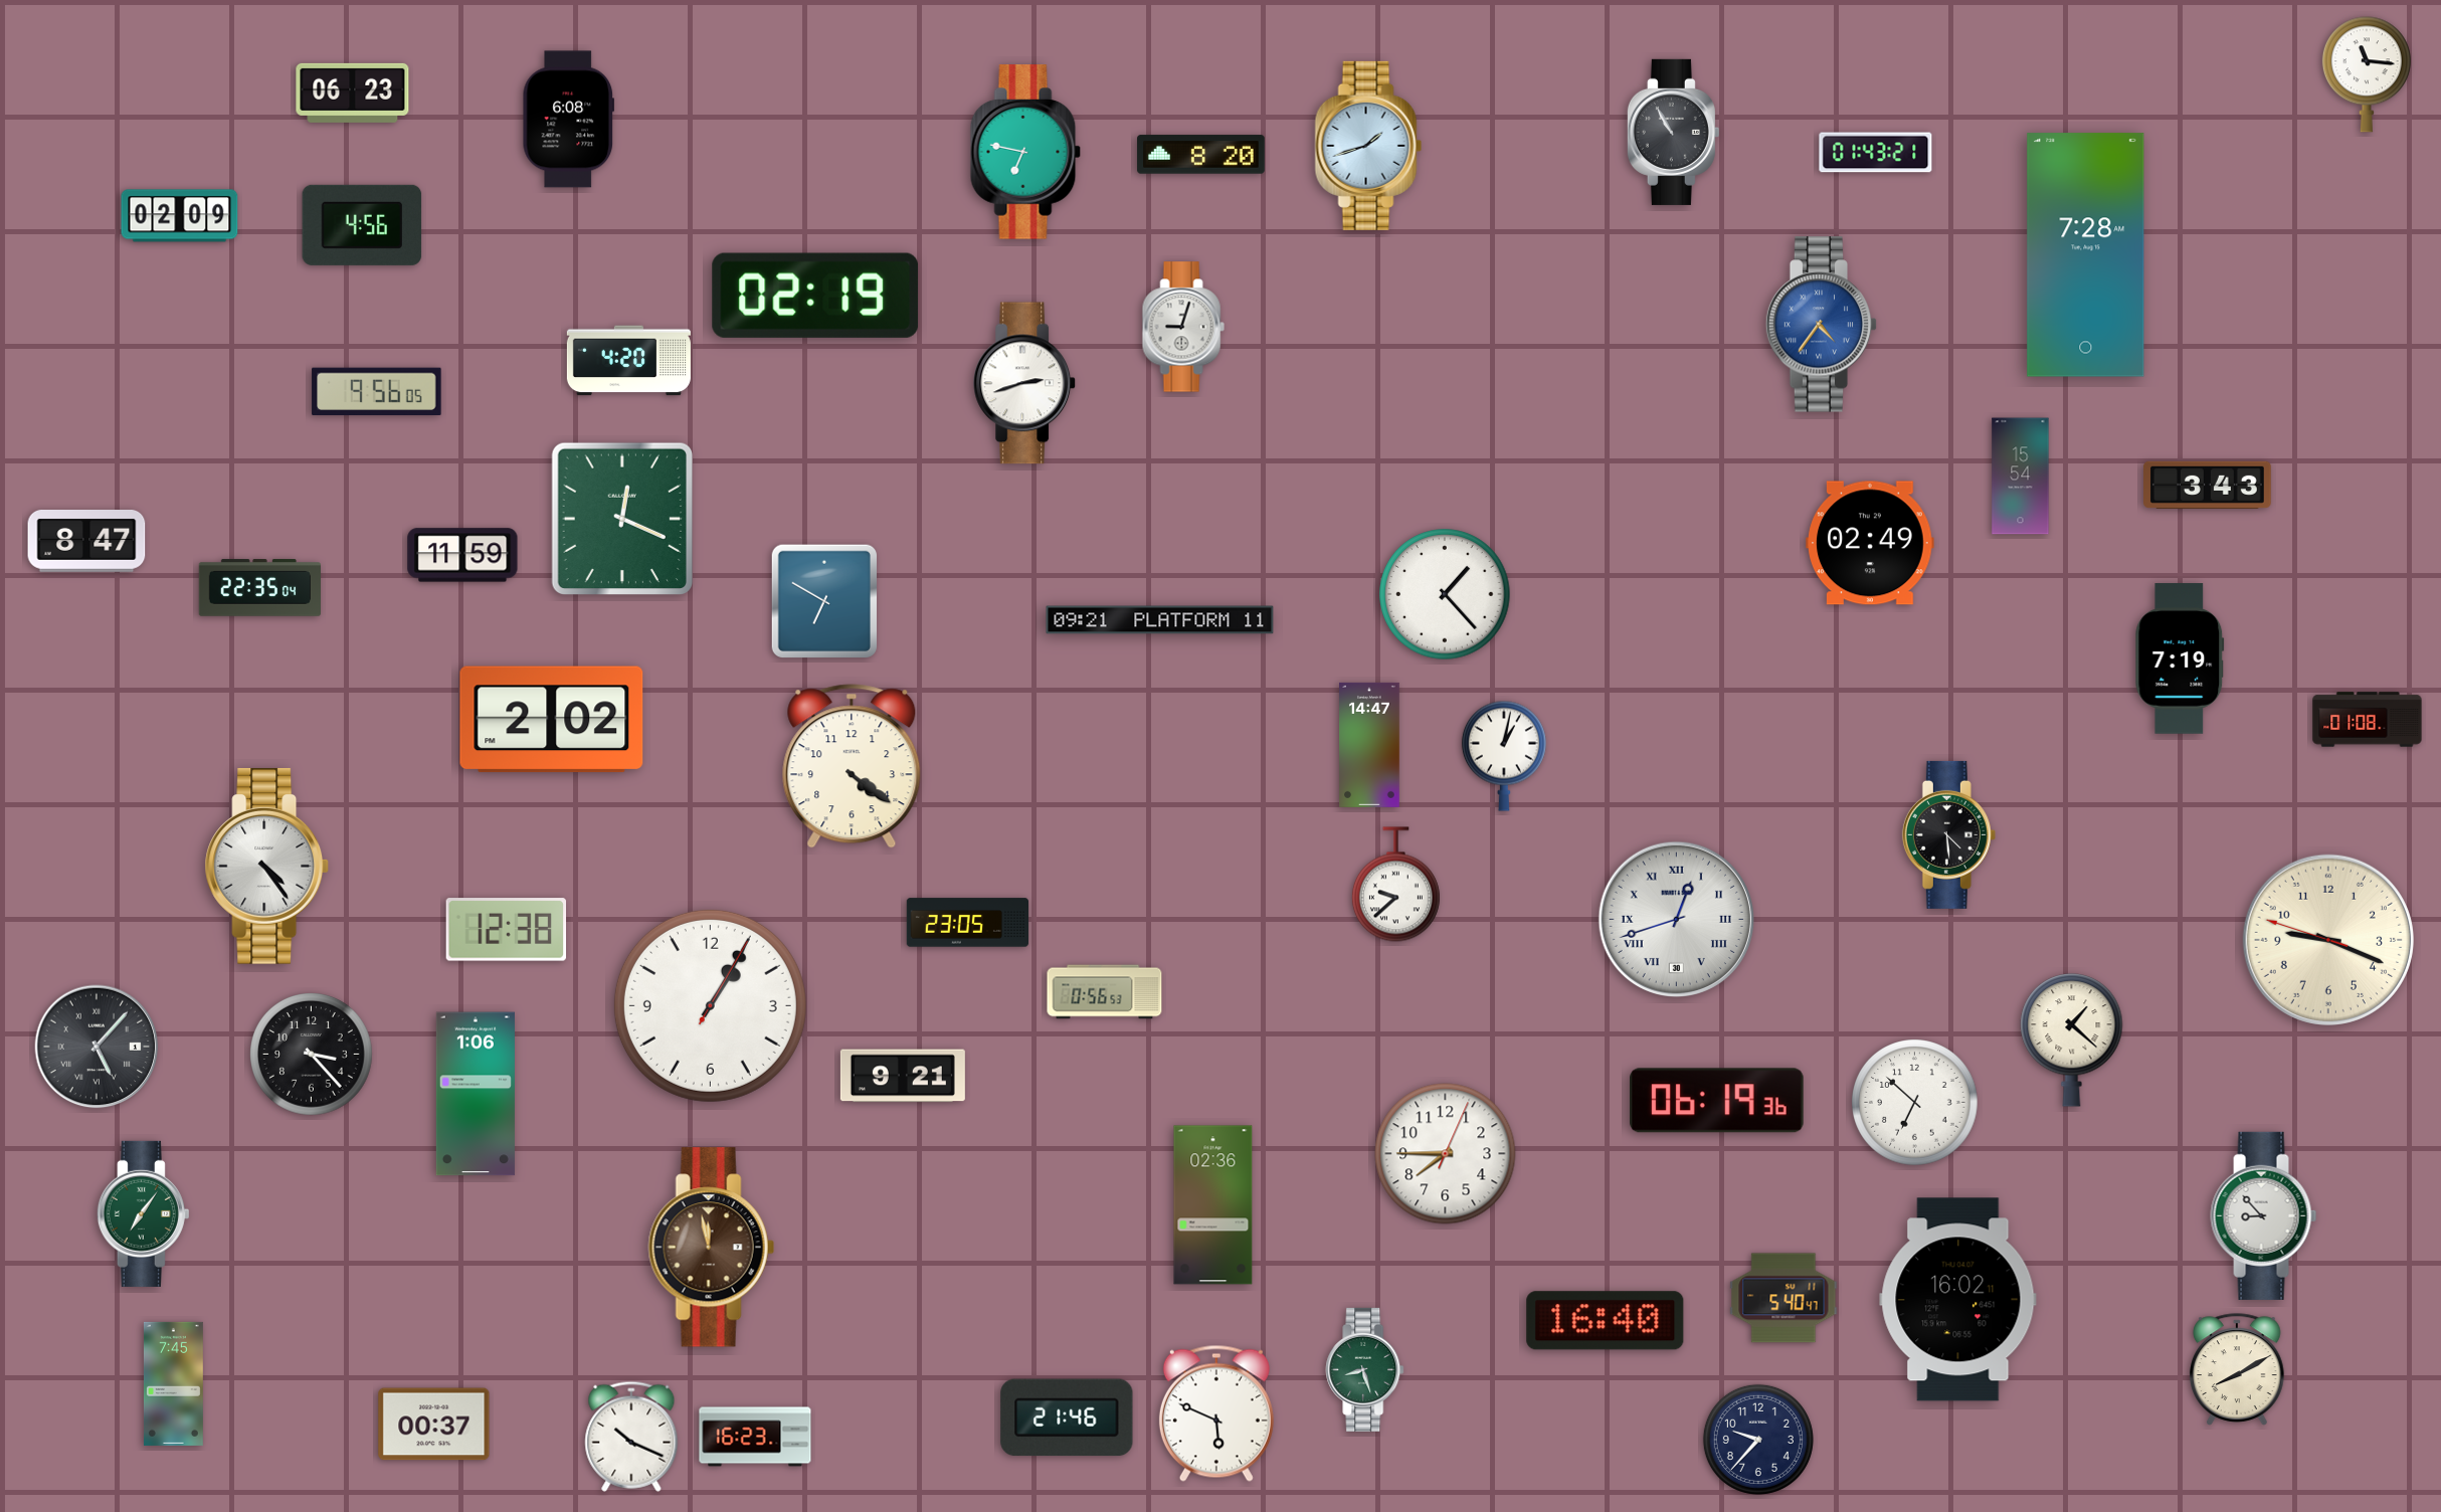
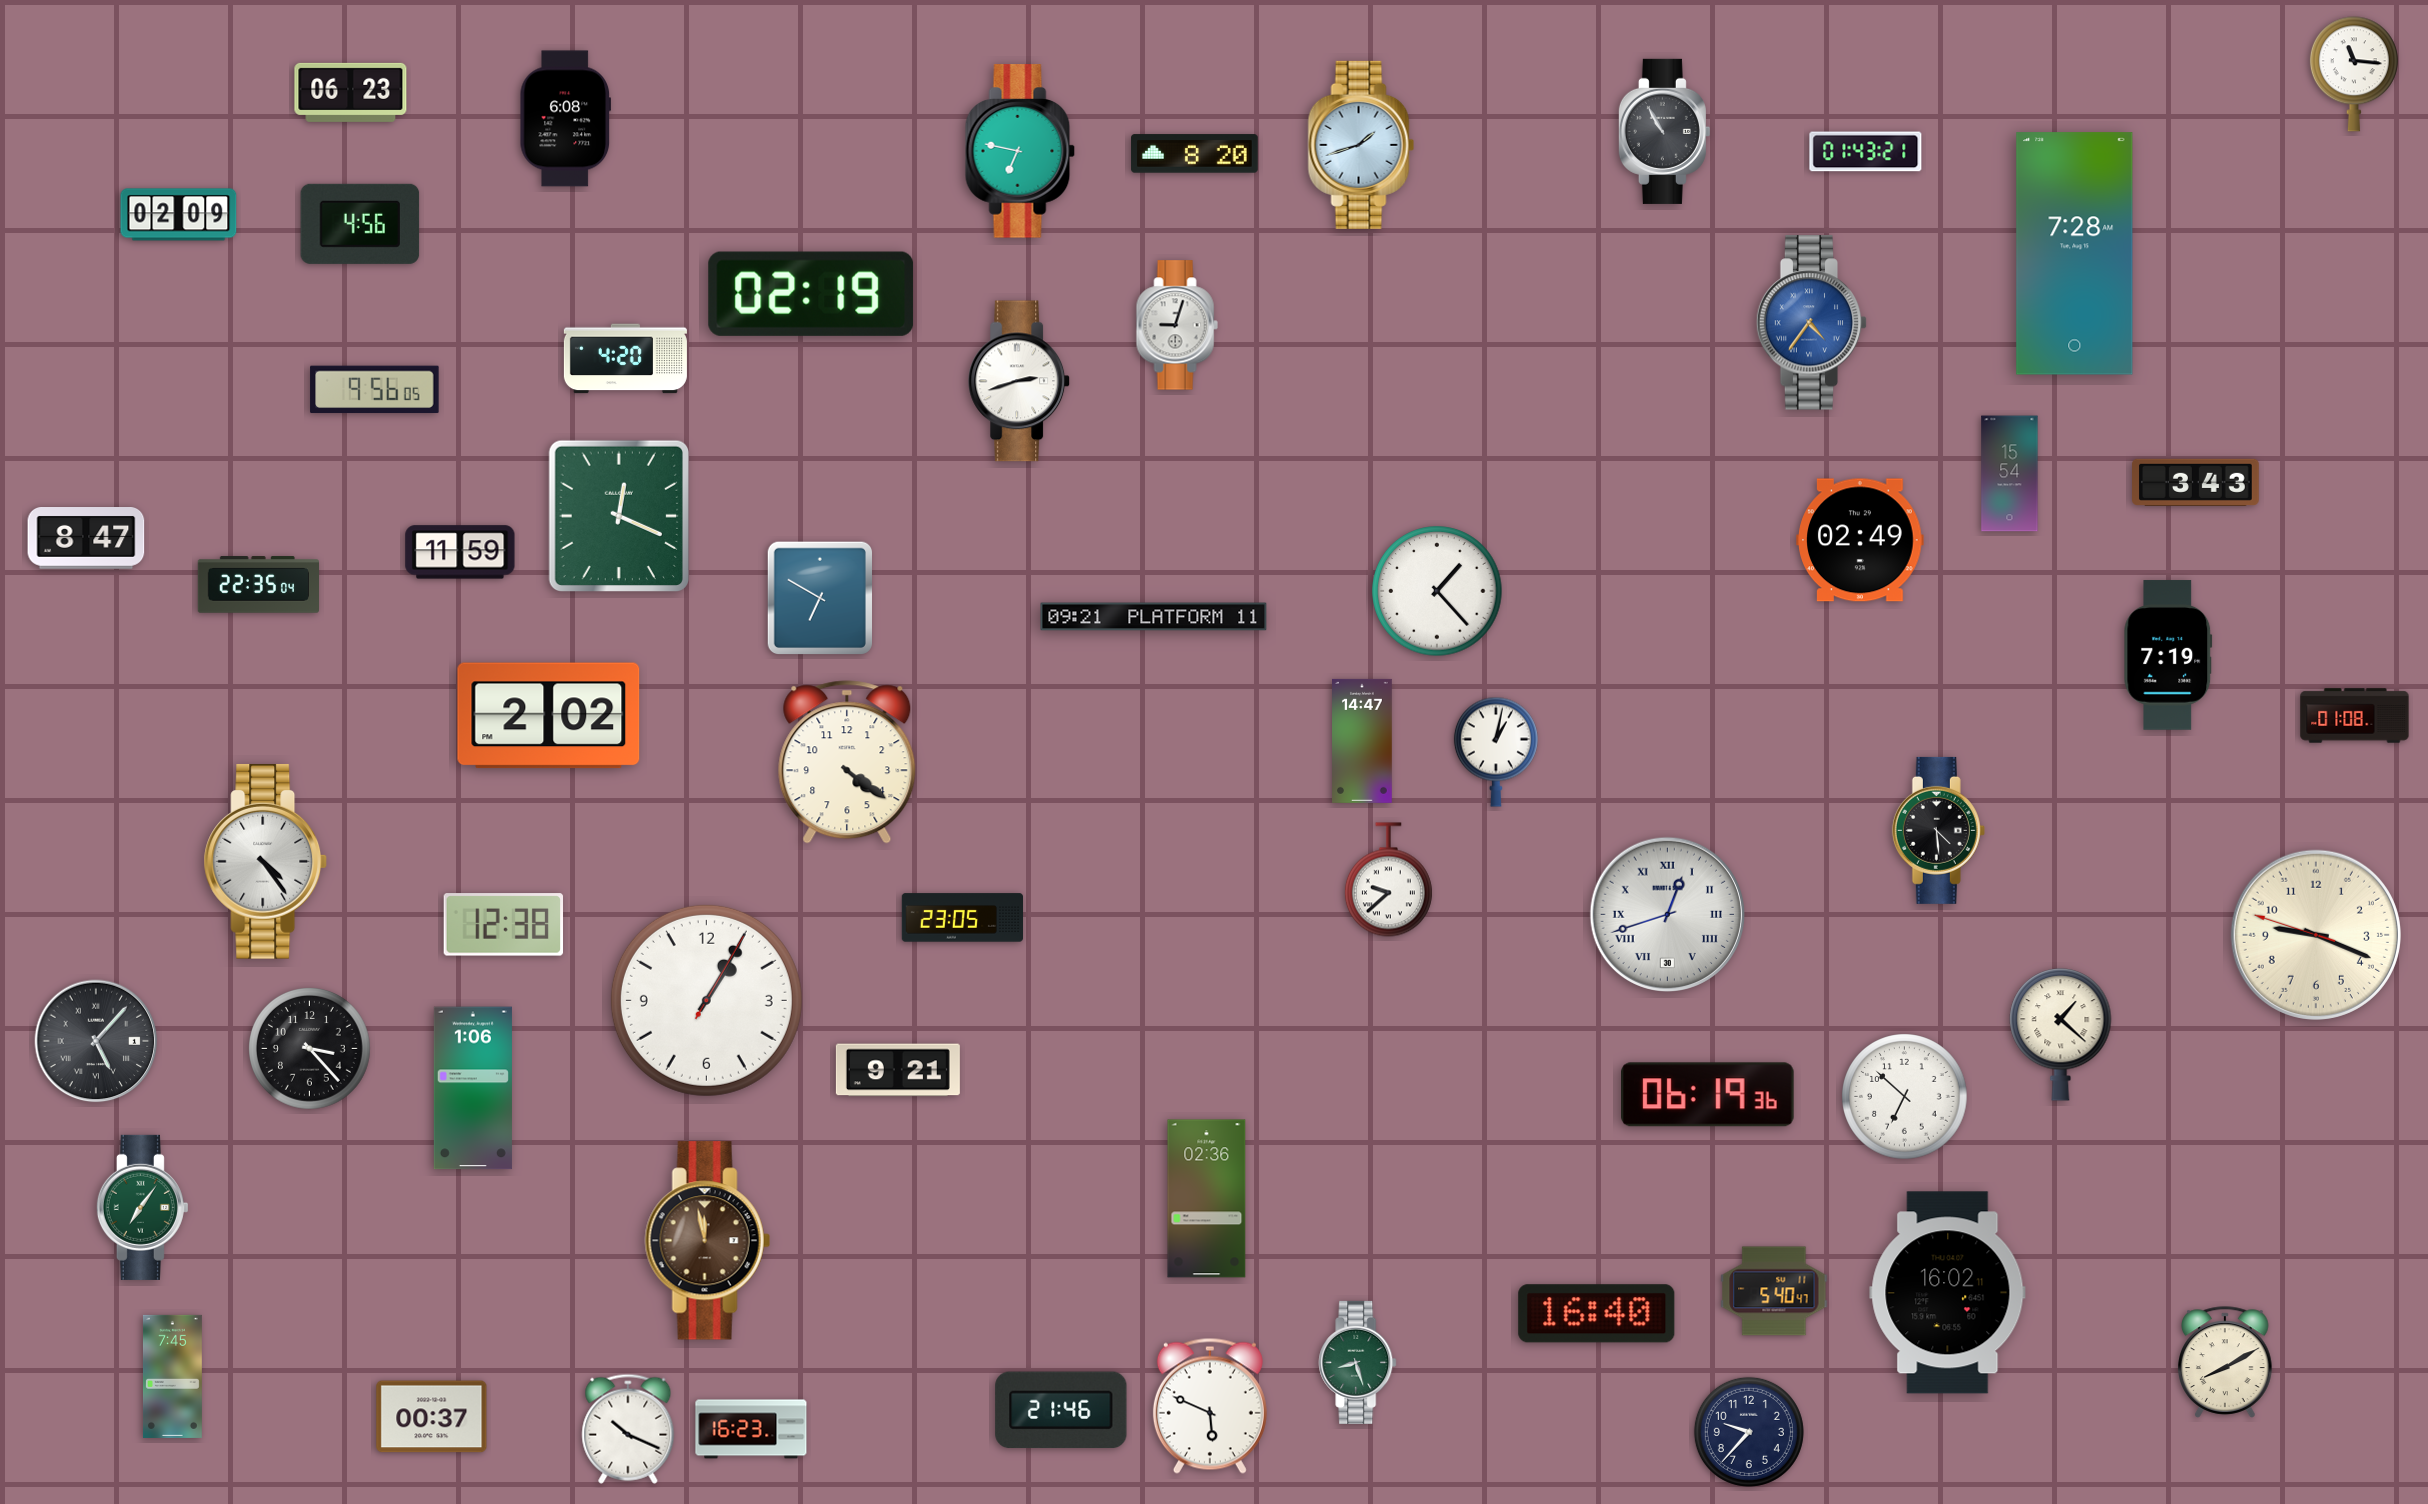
clock at (1105, 992): 0:56 -> none
clock at (1446, 1154): 7:45 -> none
clock at (2264, 1215): 8:53 -> none
